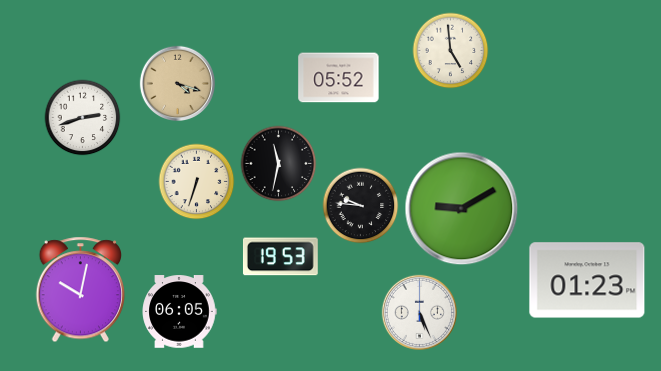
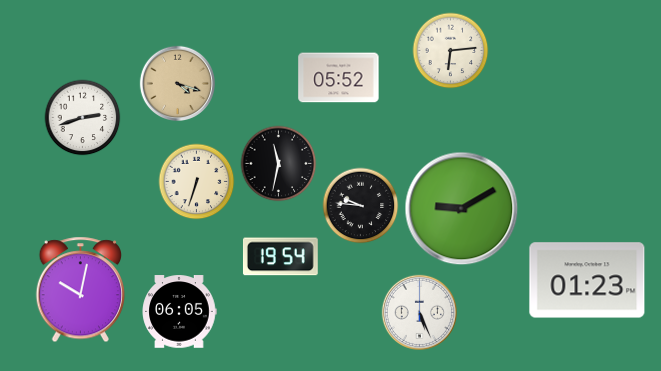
clock at (451, 51): 4:59 -> 6:14
clock at (280, 257): 19:53 -> 19:54
